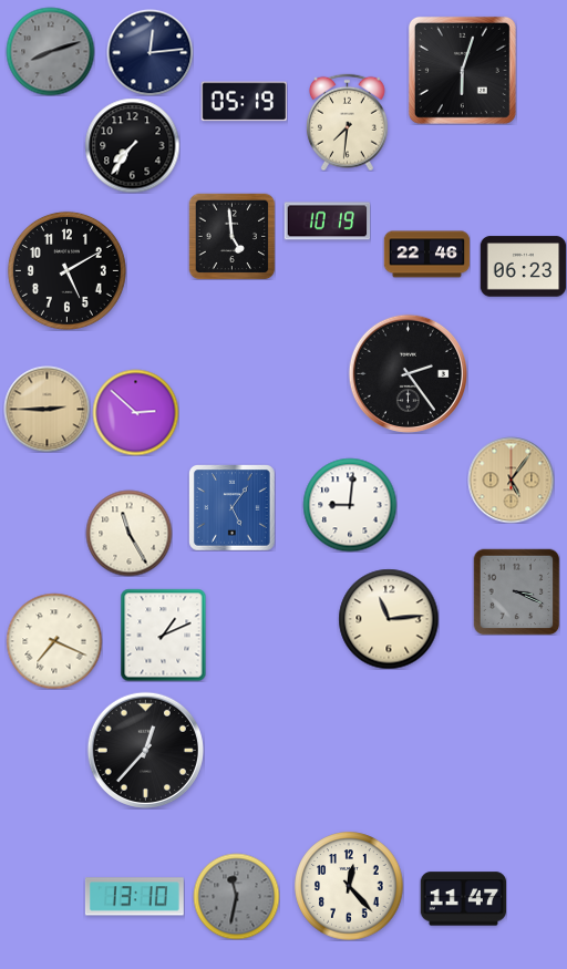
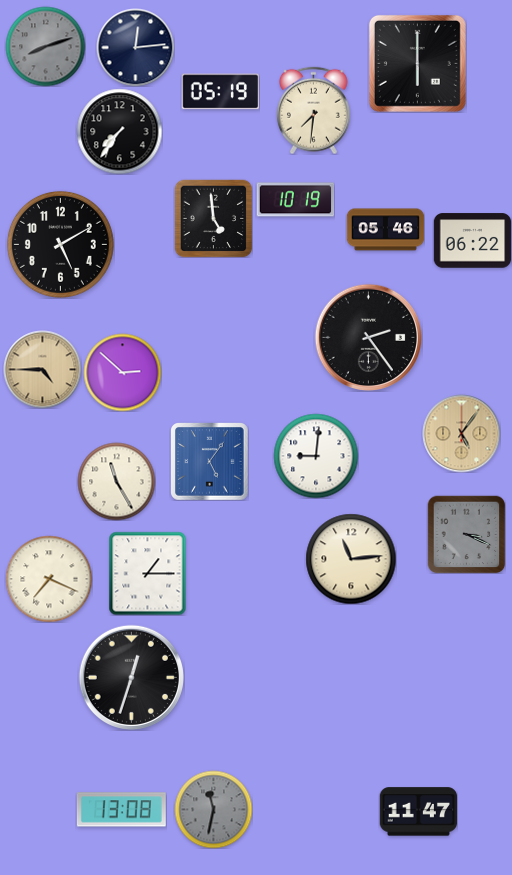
clock at (462, 70): 6:03 -> 6:00
clock at (231, 236) position: (231, 236) -> (213, 218)
clock at (426, 255): 22:46 -> 05:46
clock at (523, 267): 06:23 -> 06:22
clock at (47, 409): 2:45 -> 4:45
clock at (231, 507) position: (231, 507) -> (209, 461)
clock at (164, 635): 1:11 -> 1:15
clock at (145, 750): 12:37 -> 12:33
clock at (349, 886): 12:23 -> none
clock at (134, 897): 13:10 -> 13:08
